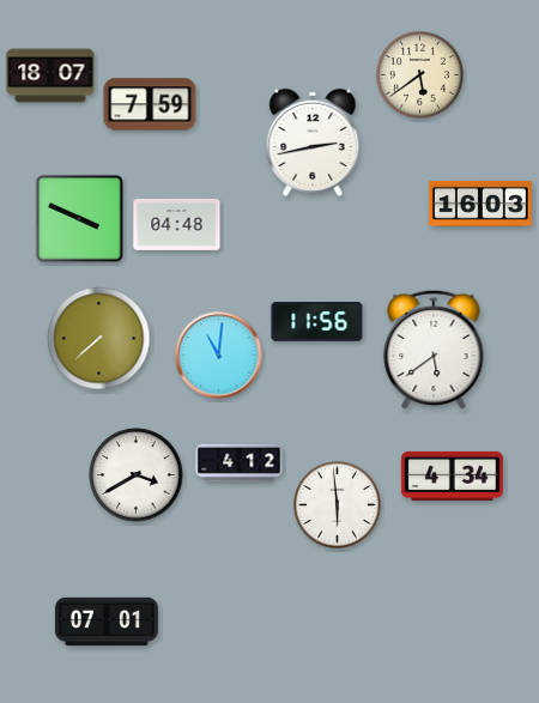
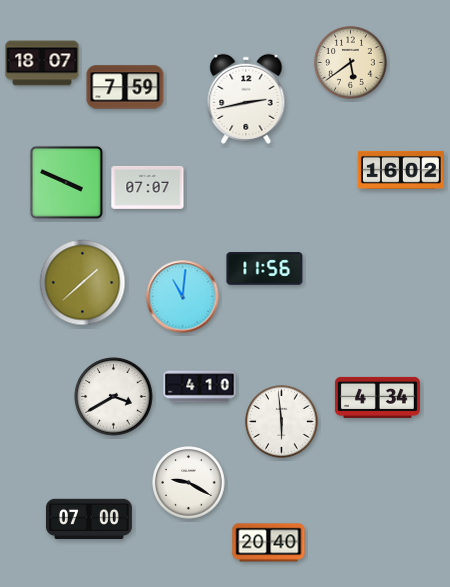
clock at (313, 143) position: (313, 143) -> (246, 99)
clock at (480, 204): 16:03 -> 16:02
clock at (177, 224): 04:48 -> 07:07
clock at (99, 339): 7:38 -> 1:38
clock at (434, 350): 5:39 -> none
clock at (240, 463): 4:12 -> 4:10
clock at (189, 483): none -> 9:20
clock at (107, 620): 07:01 -> 07:00
clock at (269, 543): none -> 20:40
